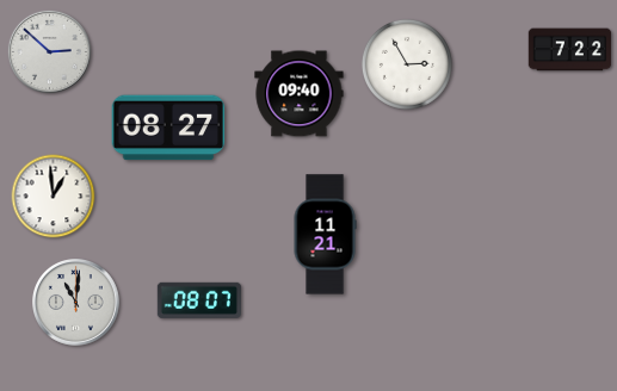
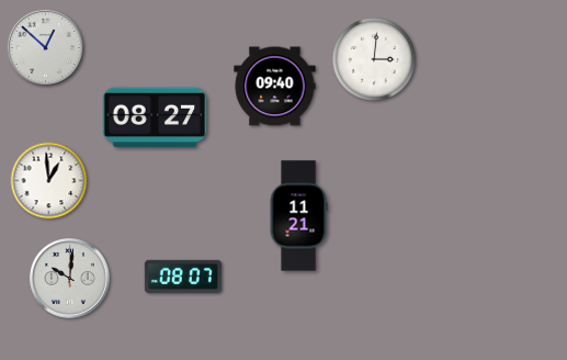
clock at (570, 50): 7:22 -> none
clock at (49, 51): 2:52 -> 12:52
clock at (407, 64): 2:55 -> 3:01
clock at (76, 303): 11:01 -> 10:01
